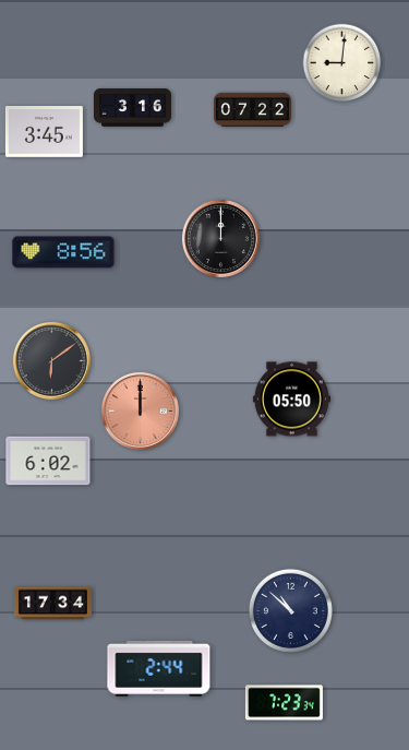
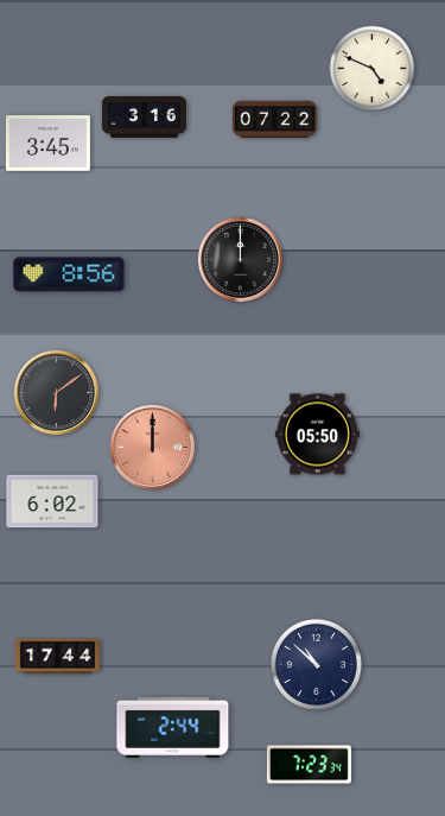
clock at (342, 63): 9:01 -> 4:49
clock at (52, 604): 17:34 -> 17:44
